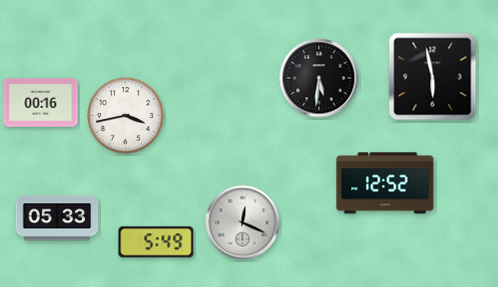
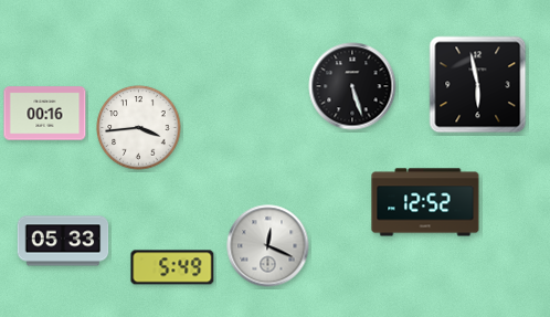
clock at (319, 78): 5:31 -> 5:27
clock at (126, 116): 3:43 -> 3:44
